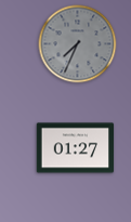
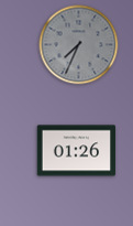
clock at (76, 148): 01:27 -> 01:26
